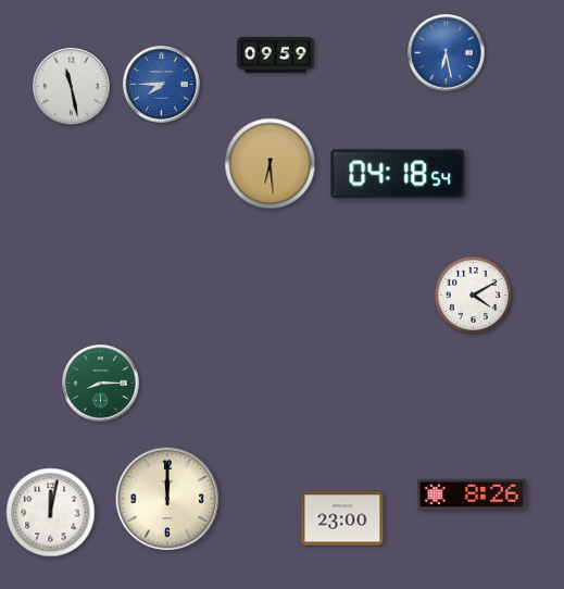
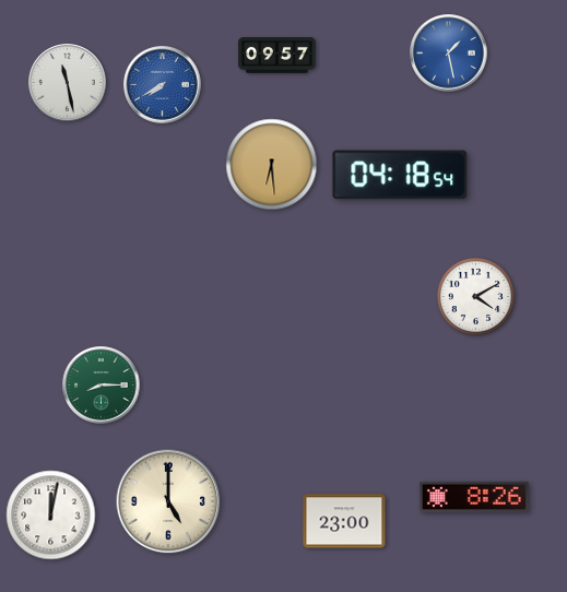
clock at (447, 53): 6:28 -> 1:28
clock at (276, 55): 09:59 -> 09:57
clock at (162, 85): 7:45 -> 7:40
clock at (72, 87) position: (72, 87) -> (68, 83)
clock at (167, 499): 12:00 -> 5:00
